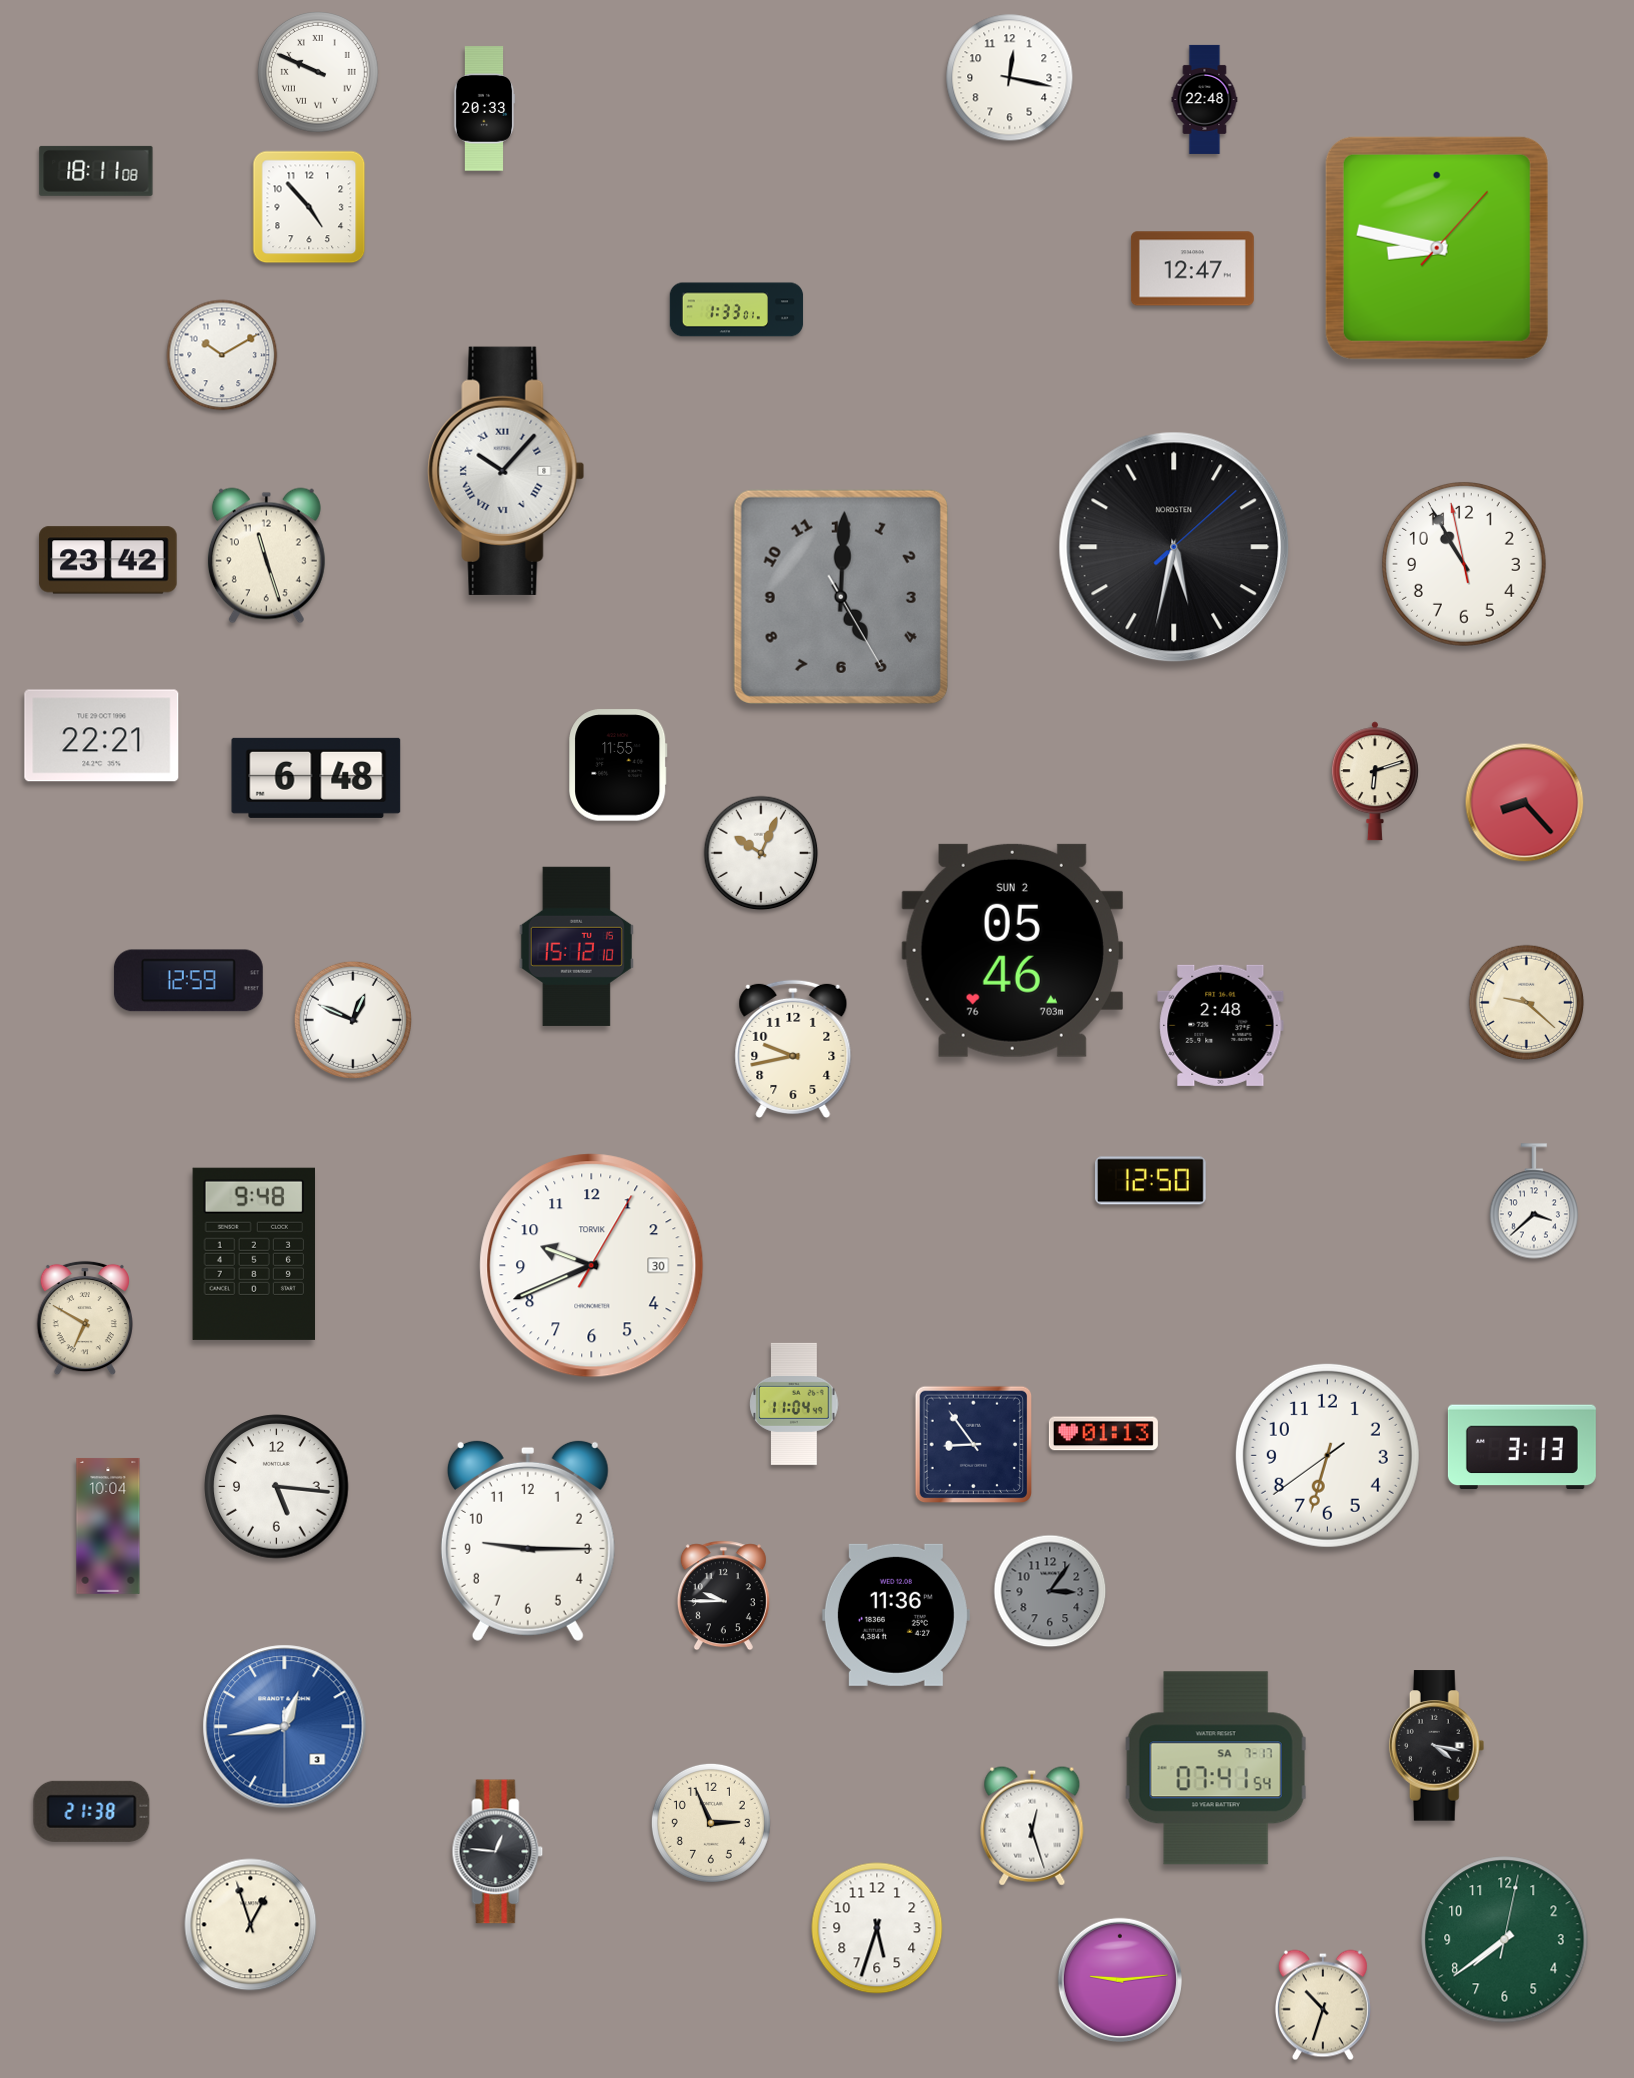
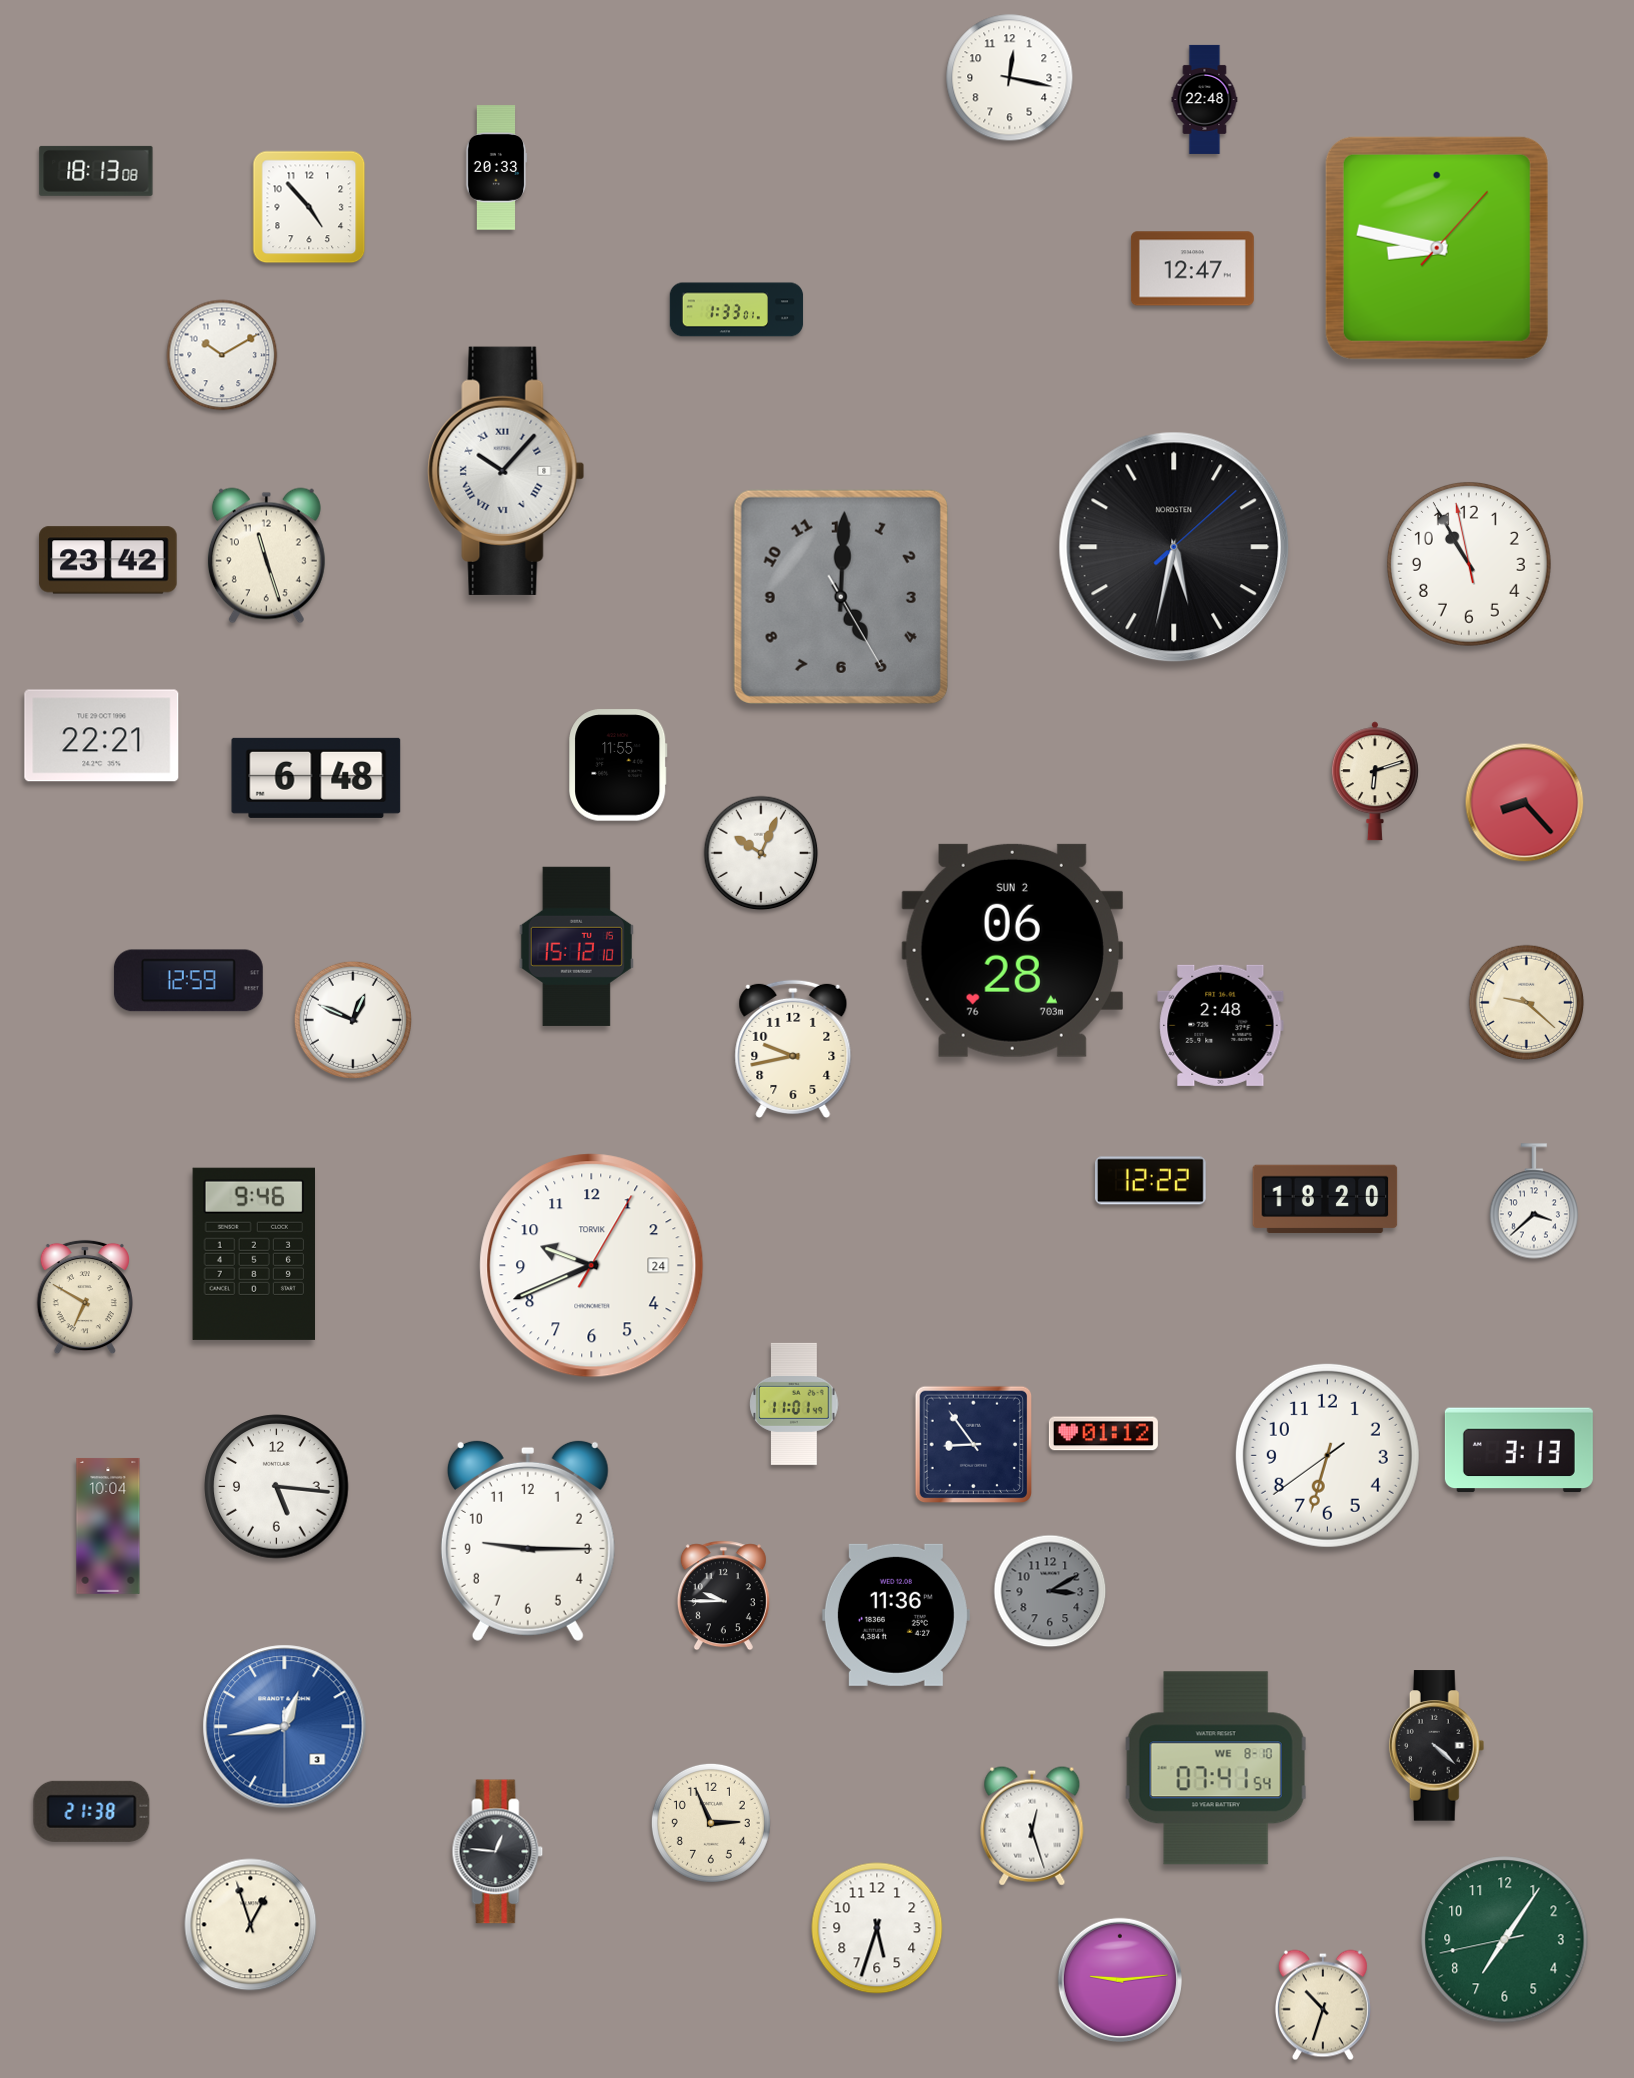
clock at (319, 73): 9:49 -> none
clock at (484, 109) position: (484, 109) -> (496, 168)
clock at (96, 171): 18:11 -> 18:13
clock at (1464, 564) position: (1464, 564) -> (1469, 564)
clock at (1012, 950): 05:46 -> 06:28
clock at (1151, 1181): 12:50 -> 12:22
clock at (1325, 1199): none -> 18:20
clock at (253, 1254): 9:48 -> 9:46
clock at (592, 1266) date: 30 -> 24
clock at (85, 1318) position: (85, 1318) -> (85, 1297)
clock at (794, 1404): 11:04 -> 11:01
clock at (1103, 1434): 01:13 -> 01:12
clock at (1522, 1447) position: (1522, 1447) -> (1519, 1450)
clock at (1050, 1591): 3:06 -> 3:10
clock at (1437, 1746): 4:17 -> 4:22
clock at (1216, 1768) date: SA 7-17 -> WE 8-10
clock at (1505, 1940): 7:39 -> 7:05
